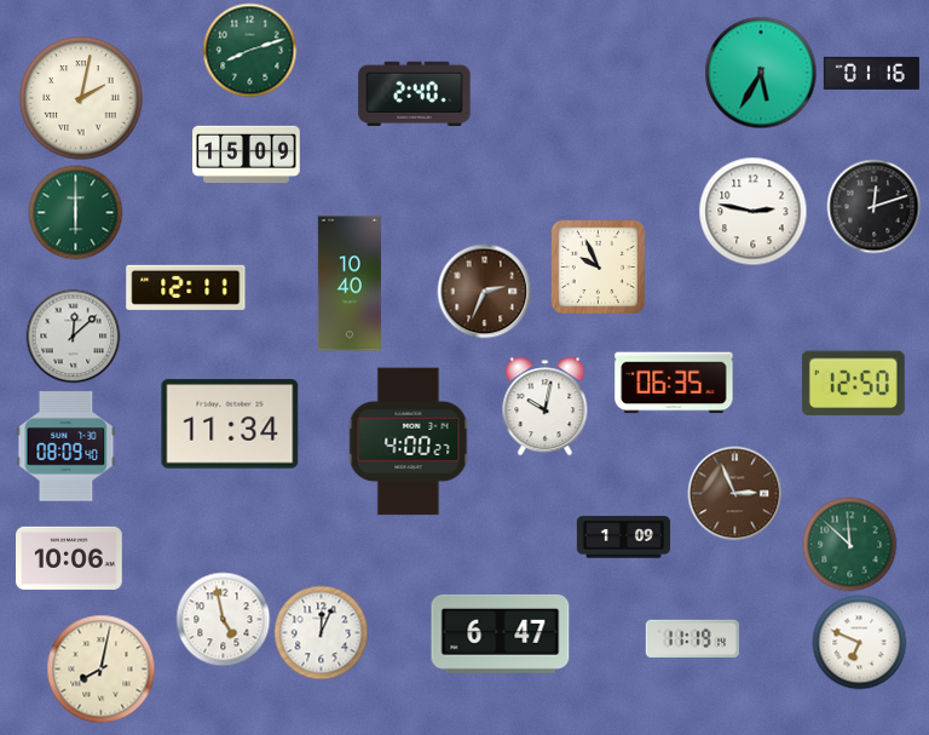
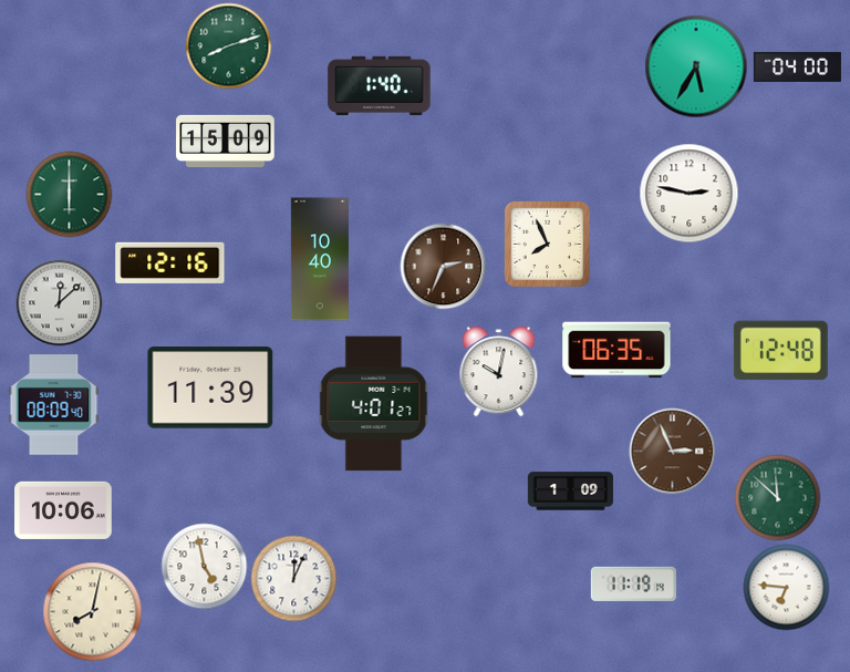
clock at (871, 73): 01:16 -> 04:00
clock at (415, 93): 2:40 -> 1:40
clock at (81, 98): 2:02 -> none
clock at (873, 206): 12:12 -> none
clock at (598, 266): 9:56 -> 7:56
clock at (186, 287): 12:11 -> 12:16
clock at (73, 335) position: (73, 335) -> (59, 302)
clock at (853, 384): 12:50 -> 12:48
clock at (230, 424): 11:34 -> 11:39
clock at (409, 442): 4:00 -> 4:01
clock at (67, 447) position: (67, 447) -> (54, 405)
clock at (501, 633): 6:47 -> none
clock at (859, 642): 6:49 -> 6:46
